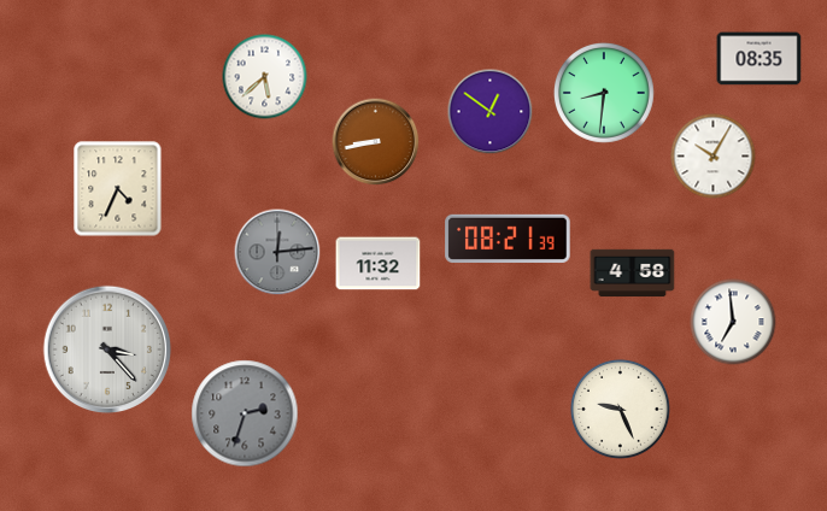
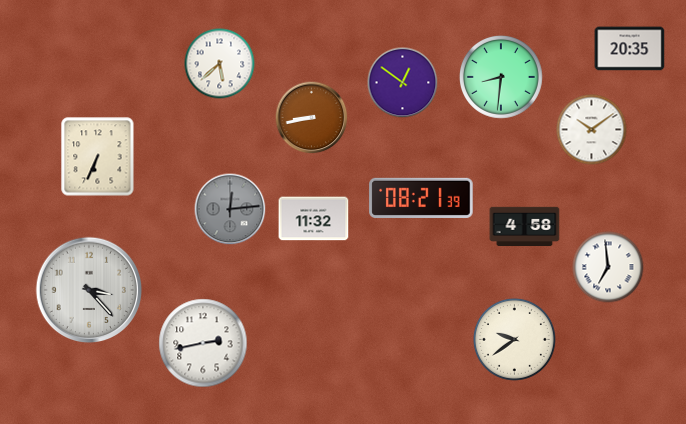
clock at (759, 59): 08:35 -> 20:35
clock at (491, 112) position: (491, 112) -> (403, 83)
clock at (714, 157): 10:05 -> 10:09
clock at (118, 189): 4:34 -> 6:34
clock at (620, 409): 9:26 -> 9:39
clock at (245, 413): 2:33 -> 2:43
clock at (245, 413) dial: grey -> white
